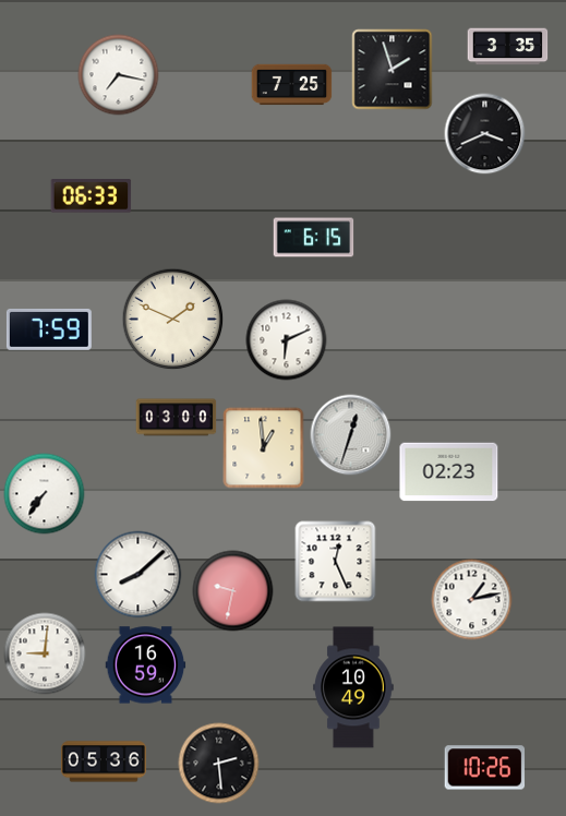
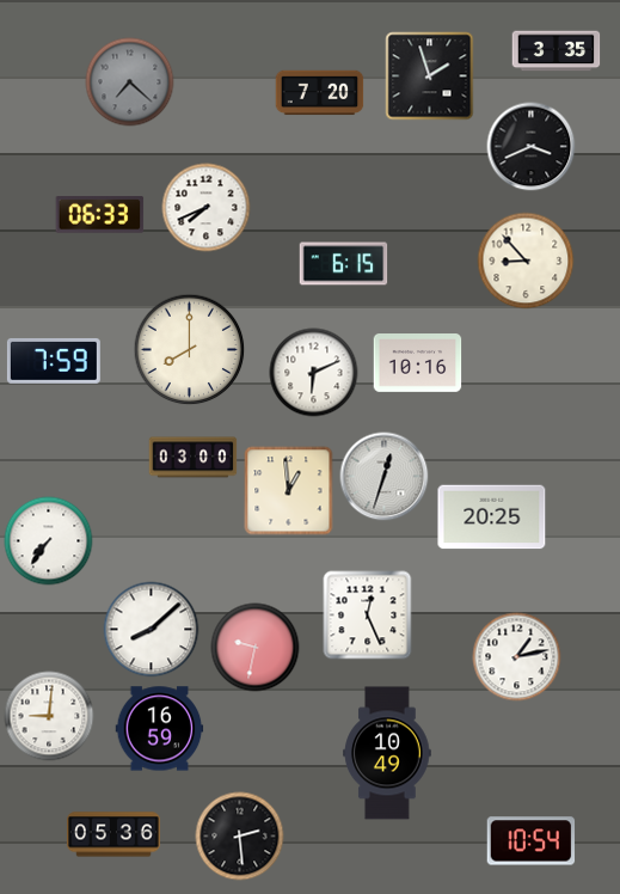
clock at (119, 75): 7:17 -> 7:22
clock at (119, 75) dial: white -> grey
clock at (292, 85): 7:25 -> 7:20
clock at (207, 208): none -> 7:41
clock at (314, 238) position: (314, 238) -> (344, 264)
clock at (526, 261): none -> 8:53
clock at (173, 320): 1:49 -> 8:00
clock at (418, 363): none -> 10:16
clock at (449, 472): 02:23 -> 20:25
clock at (485, 768): 10:26 -> 10:54
